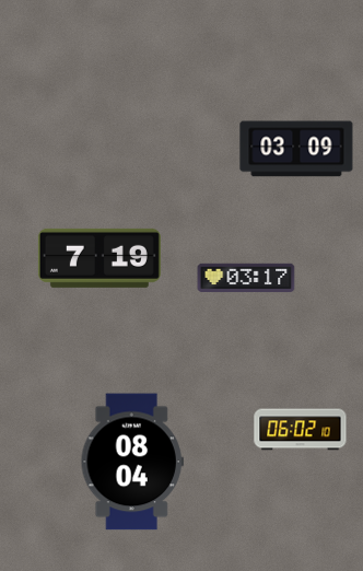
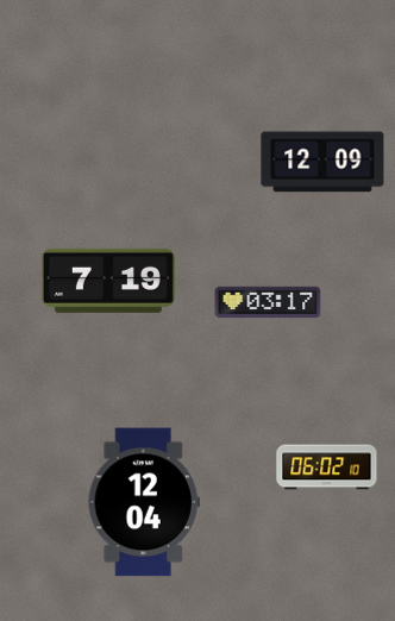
clock at (296, 149): 03:09 -> 12:09
clock at (132, 462): 08:04 -> 12:04
